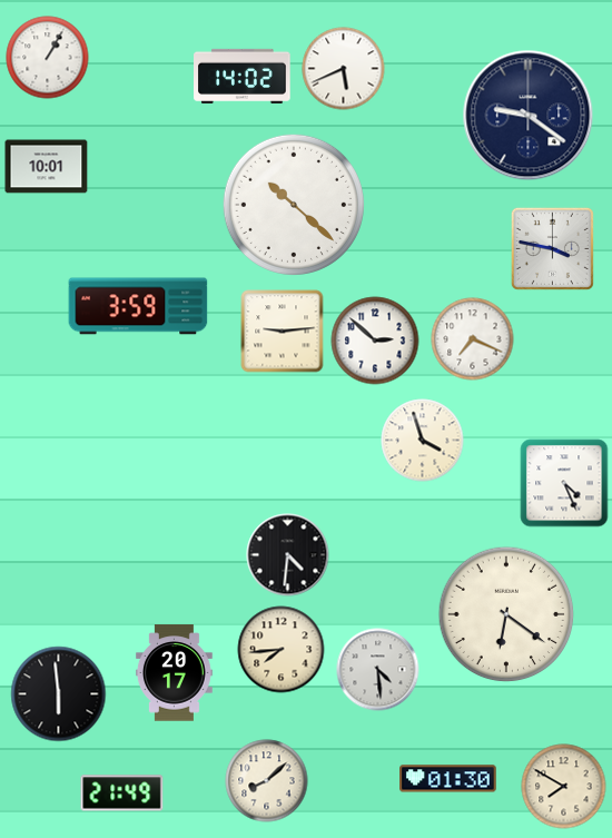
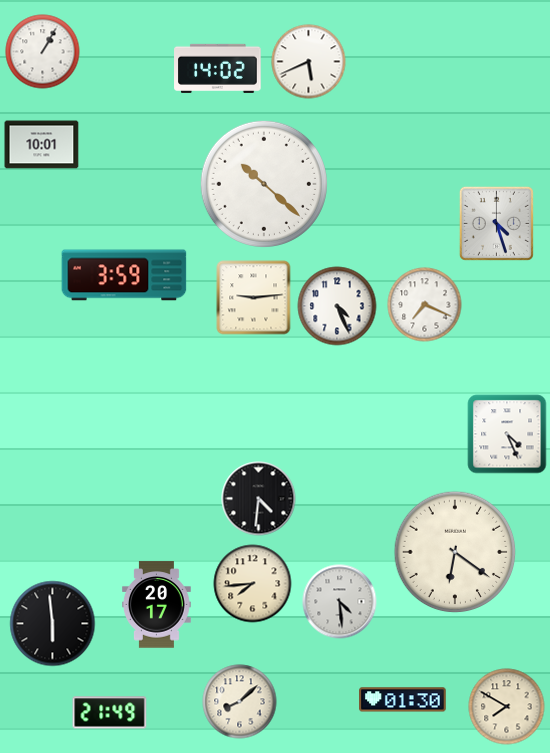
clock at (529, 116): 9:21 -> none
clock at (47, 167) position: (47, 167) -> (42, 145)
clock at (552, 248): 3:47 -> 4:27
clock at (375, 341): 2:52 -> 4:26
clock at (423, 441): 3:57 -> none
